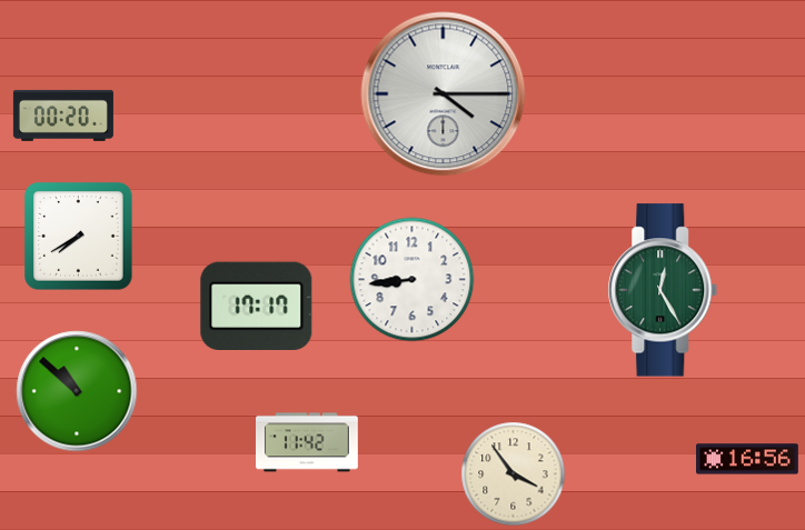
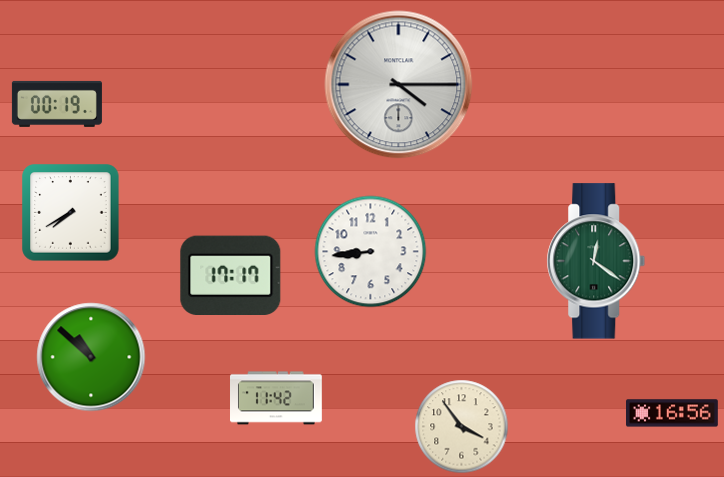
clock at (63, 116): 00:20 -> 00:19
clock at (663, 290): 12:25 -> 12:21
clock at (77, 391) position: (77, 391) -> (91, 357)
